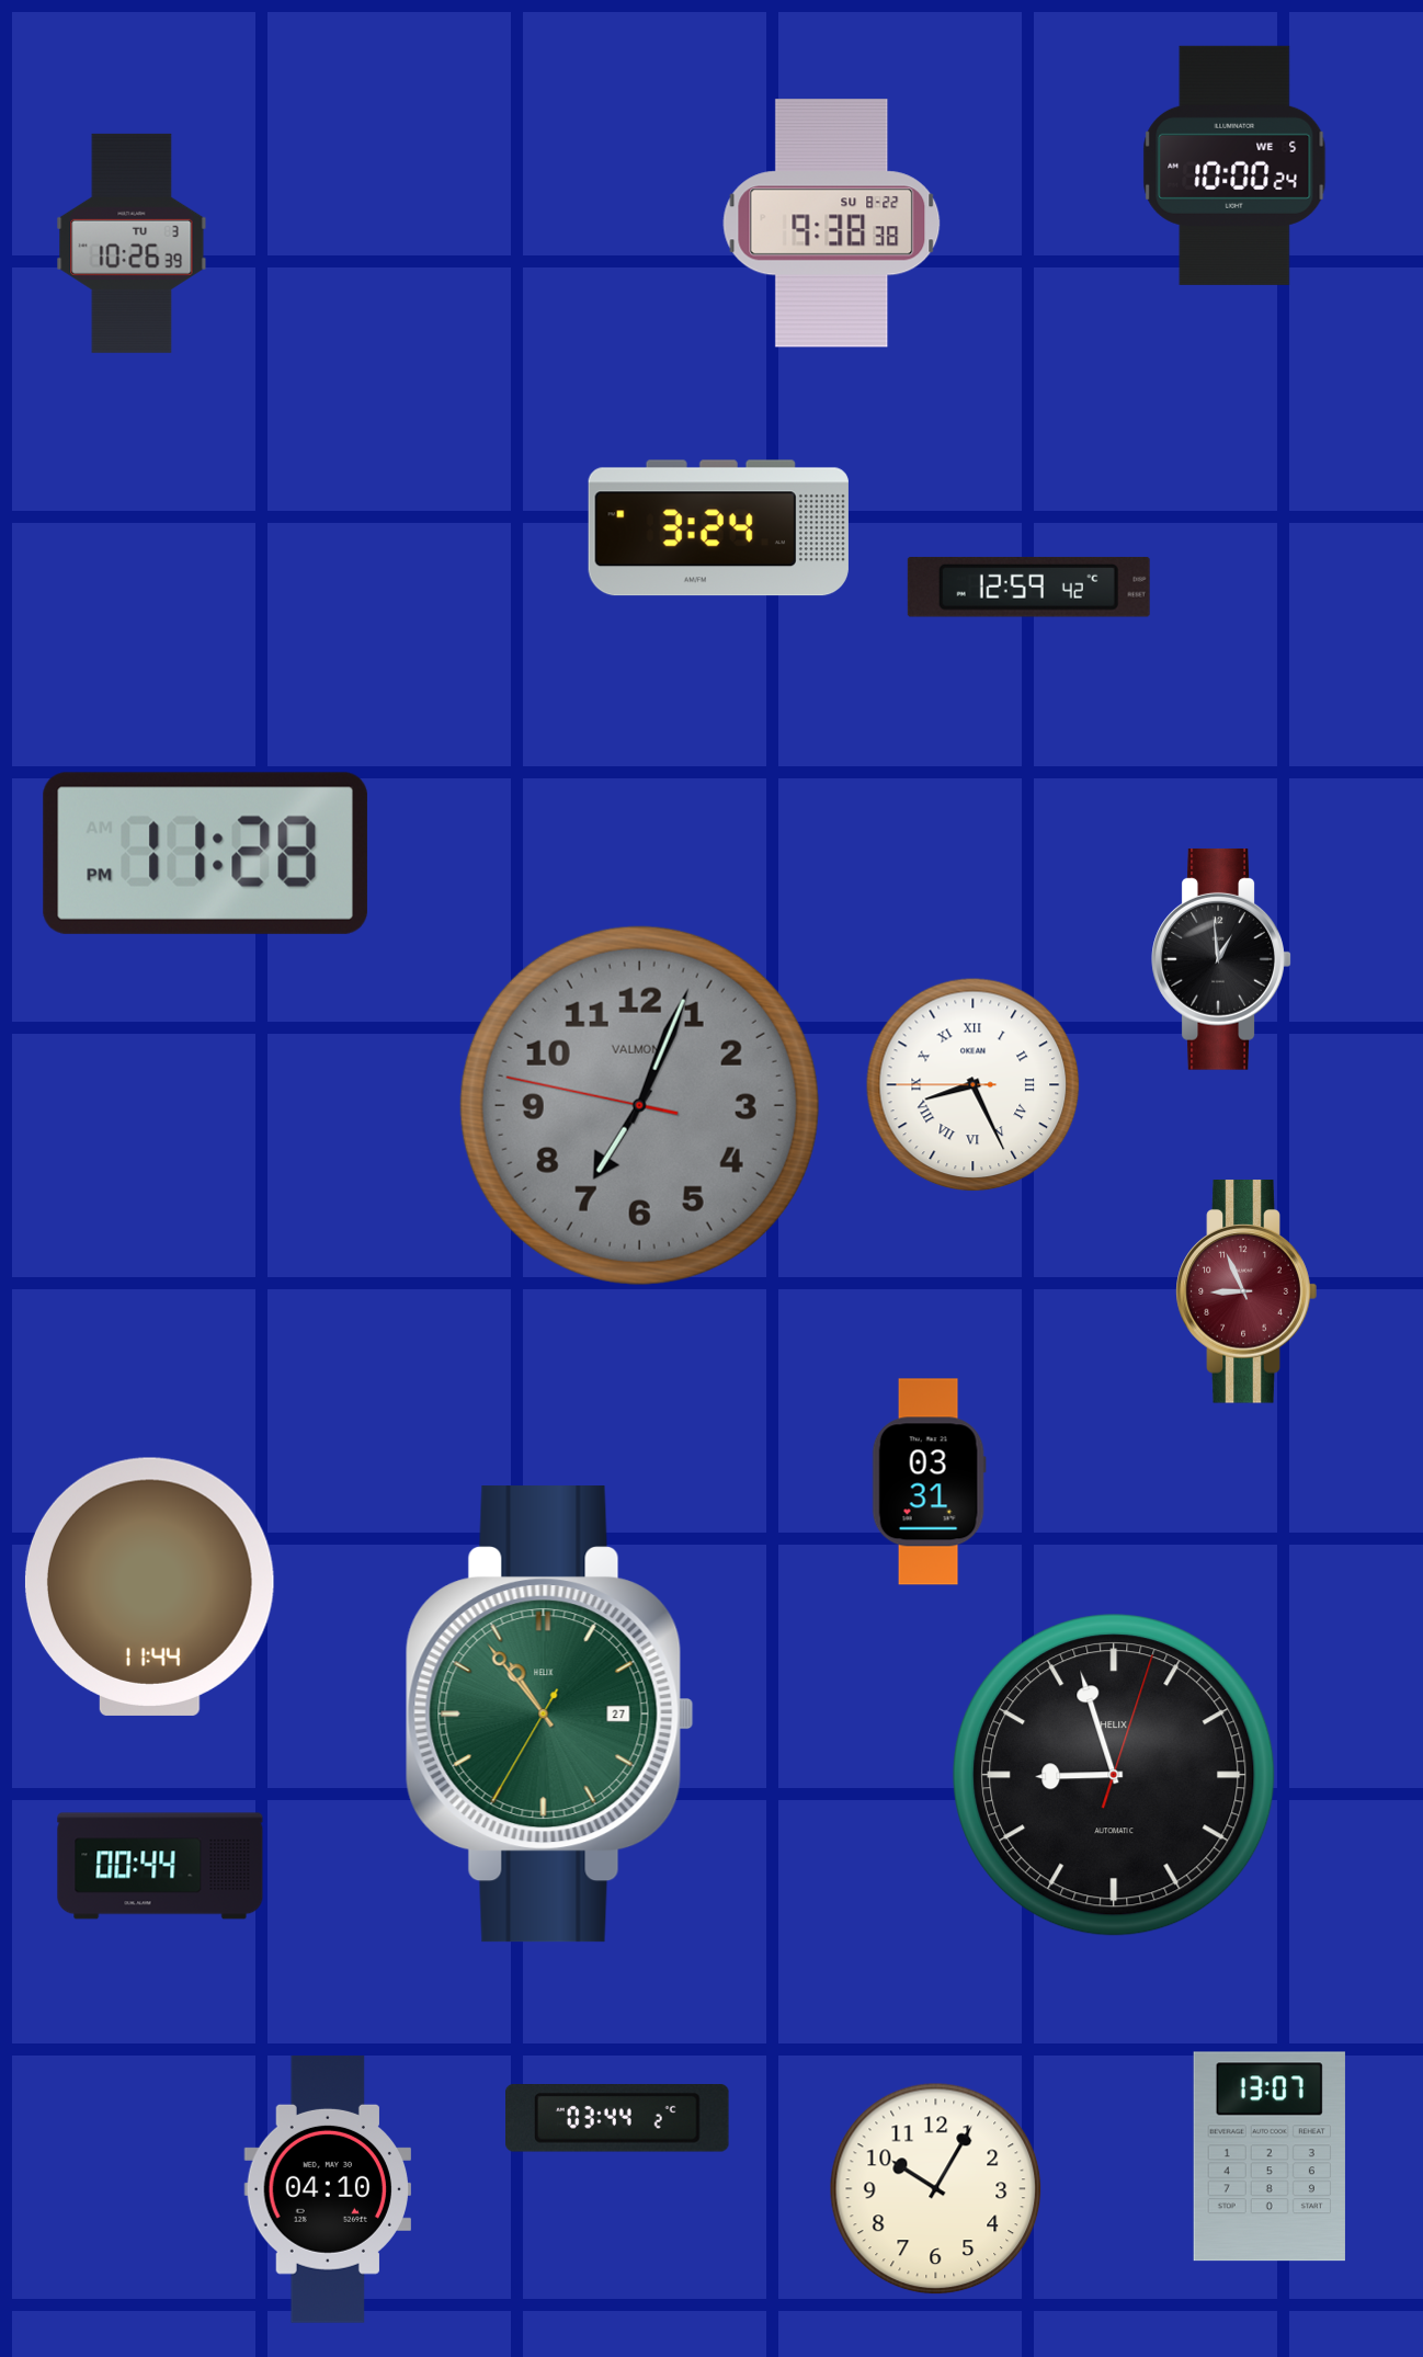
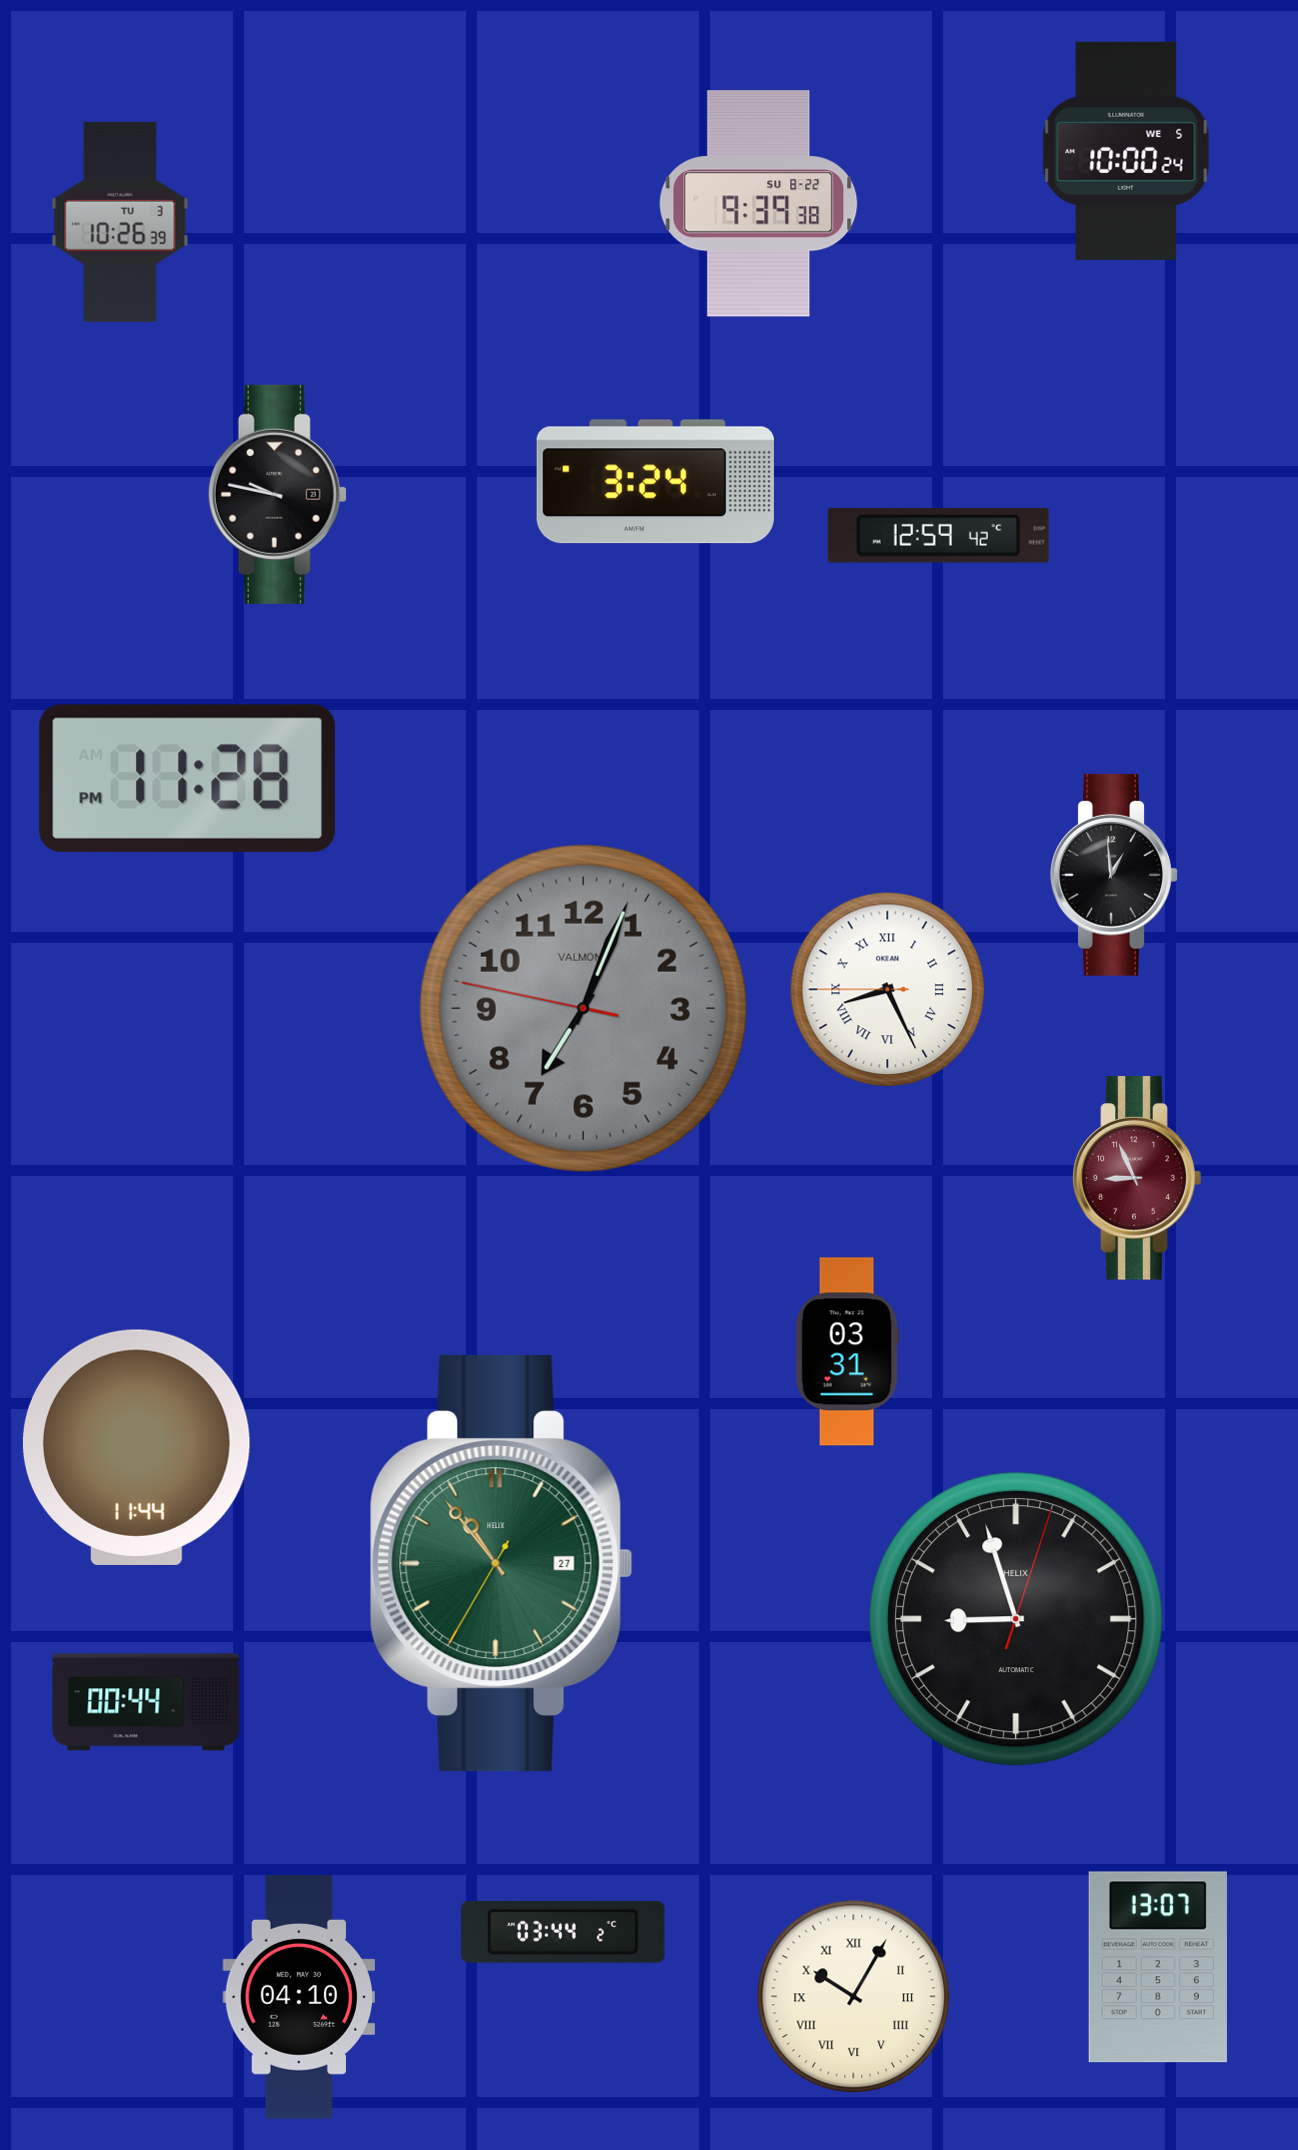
clock at (832, 224): 9:38 -> 9:39
clock at (277, 494): none -> 9:47
clock at (936, 2189) numerals: Arabic -> Roman
